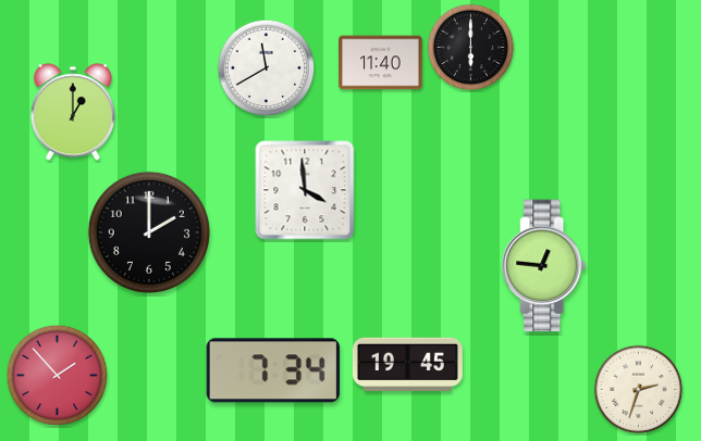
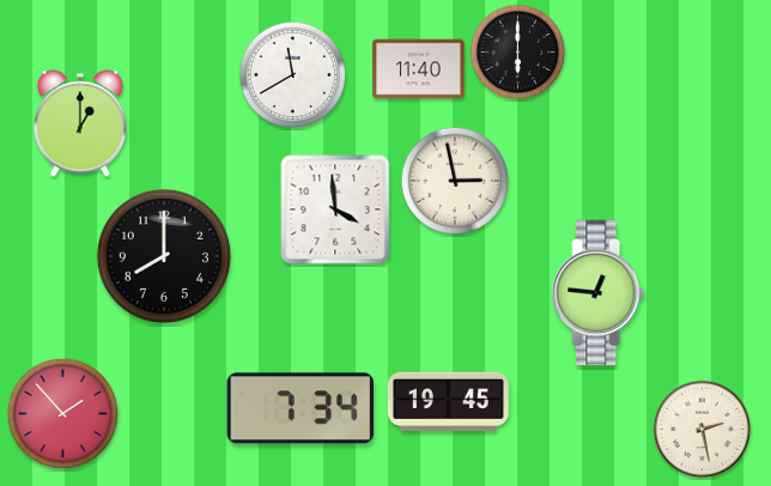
clock at (455, 181): none -> 2:58
clock at (149, 232): 2:00 -> 8:00
clock at (639, 390): 2:33 -> 2:28
